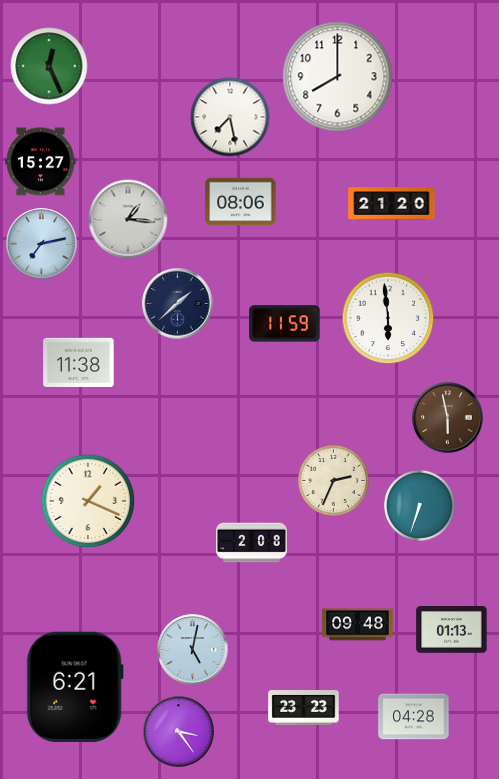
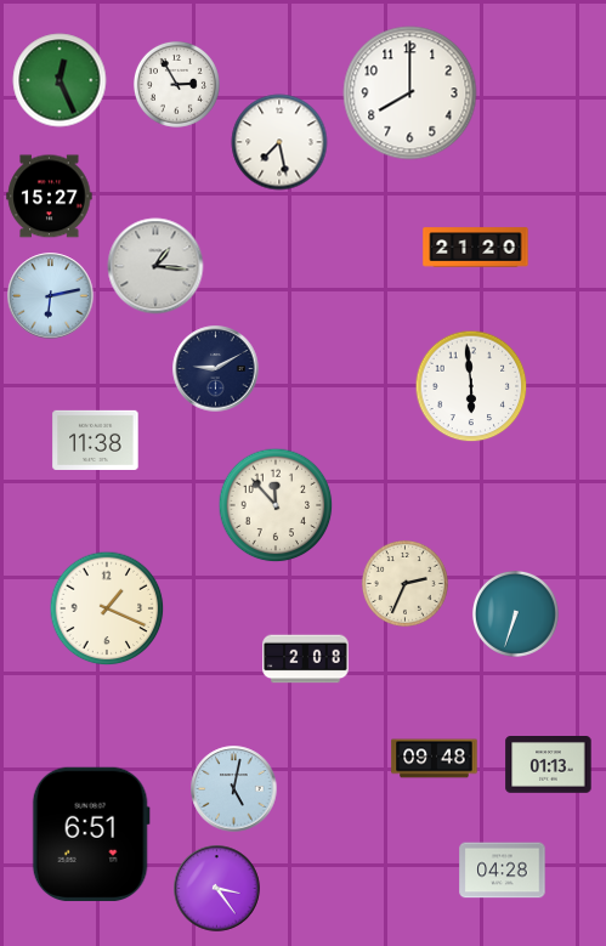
clock at (176, 84): none -> 2:55
clock at (241, 202): 08:06 -> none
clock at (42, 244): 7:13 -> 6:13
clock at (178, 304): 1:38 -> 9:10
clock at (285, 324): 11:59 -> none
clock at (276, 505): none -> 11:53
clock at (448, 418): 5:58 -> none
clock at (419, 505) position: (419, 505) -> (515, 613)
clock at (75, 687): 6:21 -> 6:51
clock at (304, 708): 23:23 -> none
